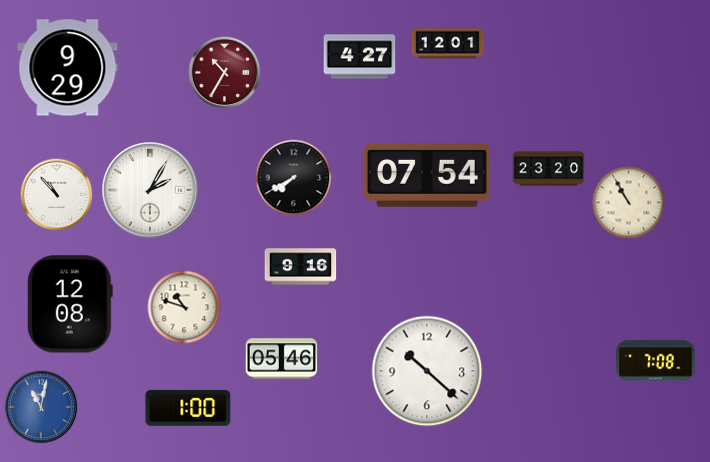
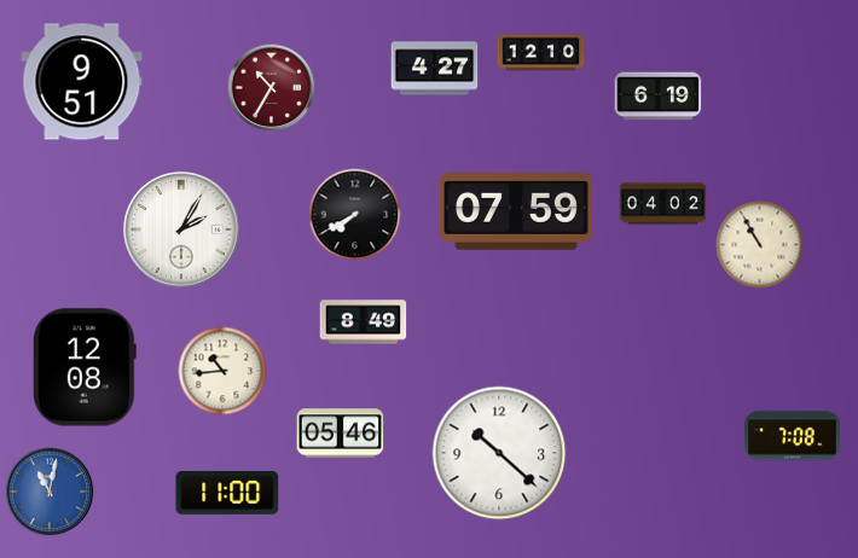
clock at (448, 44): 12:01 -> 12:10
clock at (68, 68): 9:29 -> 9:51
clock at (659, 97): none -> 6:19
clock at (549, 169): 23:20 -> 04:02
clock at (427, 176): 07:54 -> 07:59
clock at (57, 195): 10:53 -> none
clock at (301, 267): 9:16 -> 8:49
clock at (184, 307): 10:48 -> 10:44
clock at (427, 371) position: (427, 371) -> (499, 453)
clock at (188, 408): 1:00 -> 11:00
